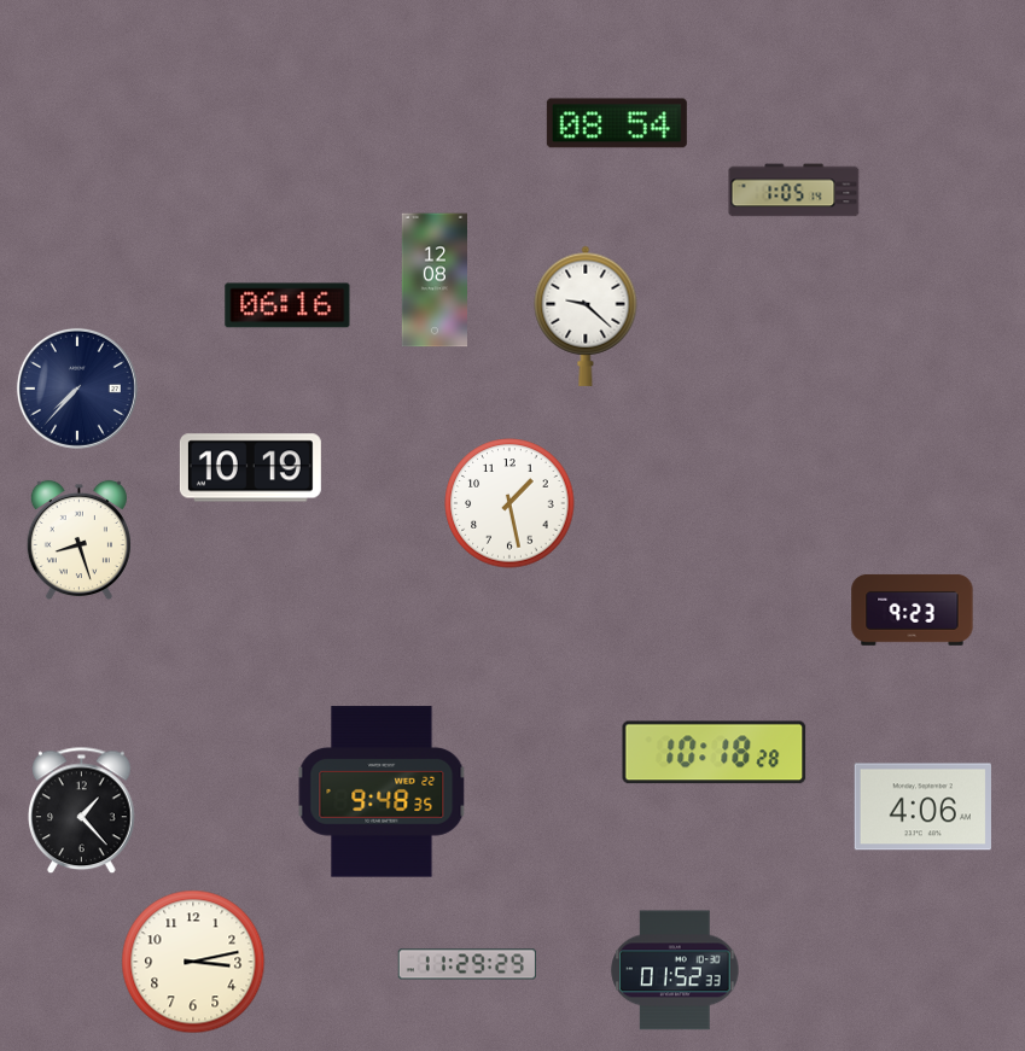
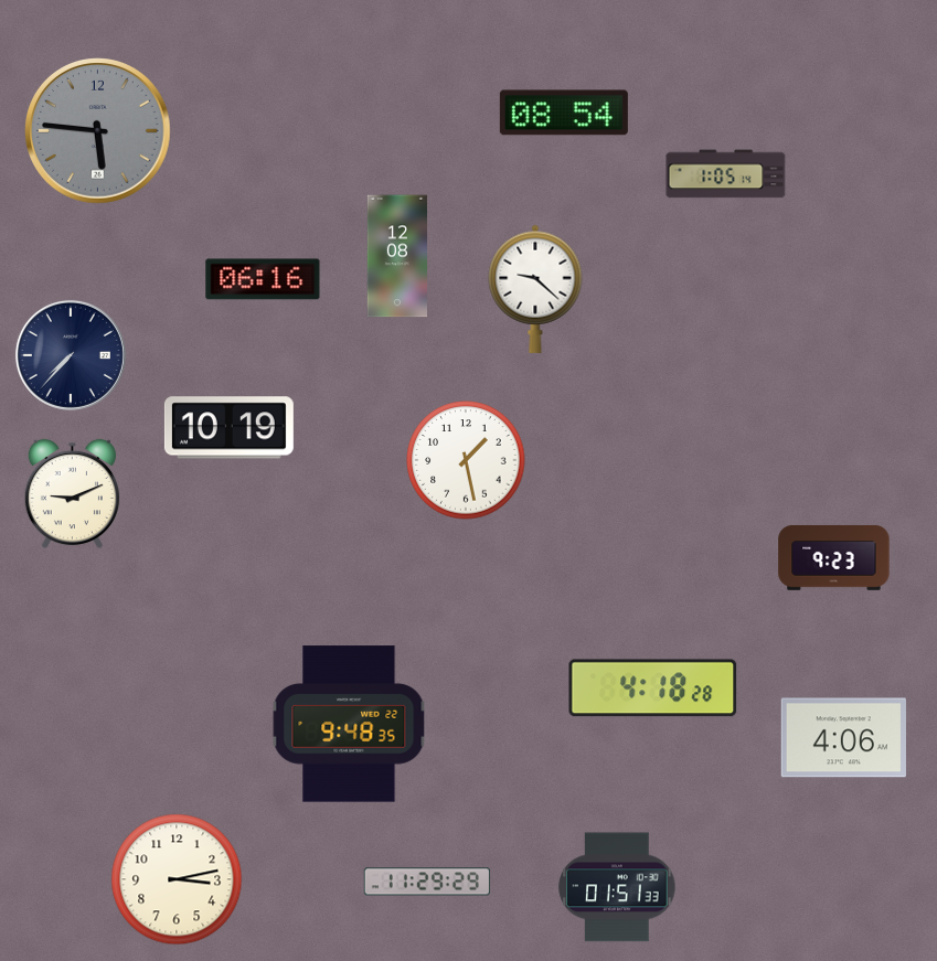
clock at (98, 131): none -> 5:46
clock at (78, 541): 8:27 -> 9:11
clock at (715, 753): 10:18 -> 4:18
clock at (82, 811): 1:23 -> none
clock at (675, 970): 01:52 -> 01:51
